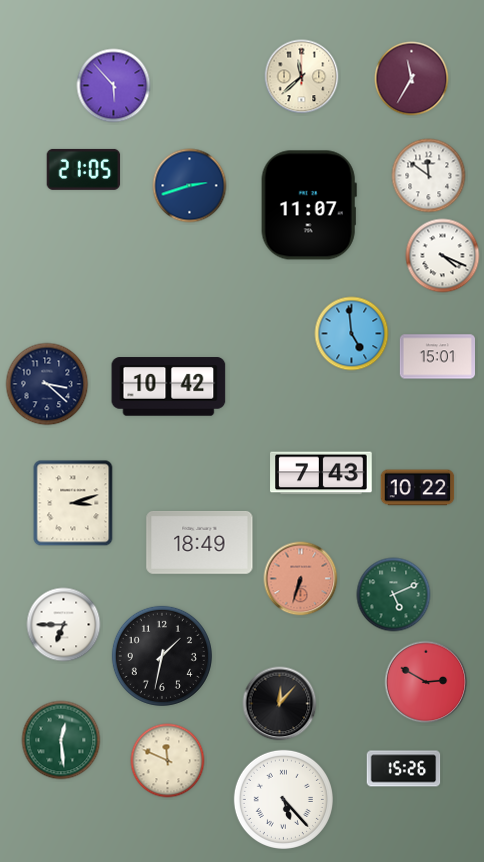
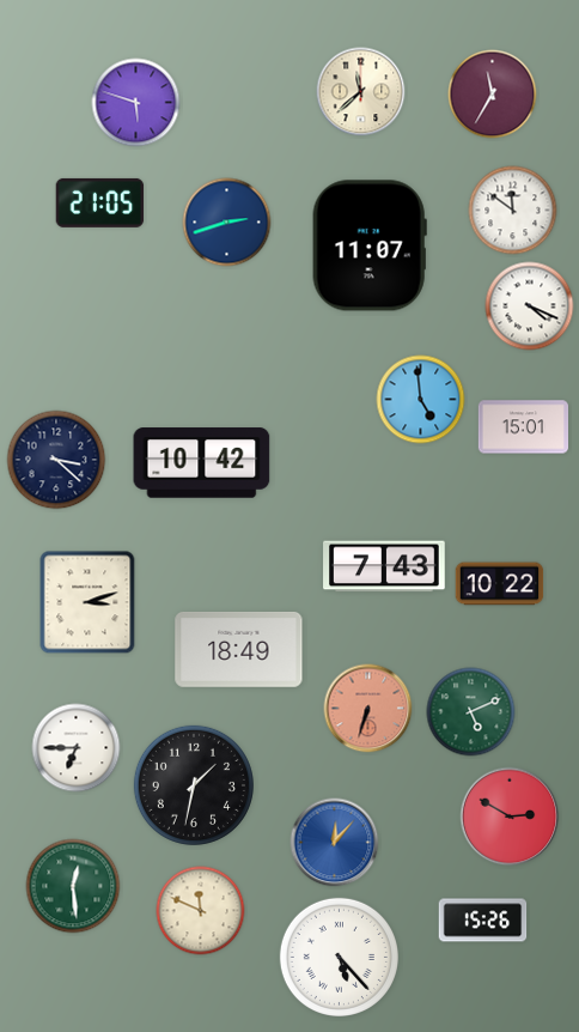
clock at (114, 86): 5:53 -> 5:48
clock at (301, 579) position: (301, 579) -> (368, 709)
clock at (280, 704) dial: black -> blue
